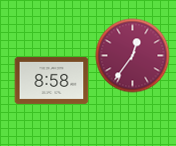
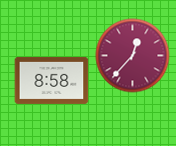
clock at (133, 56): 12:36 -> 12:37
